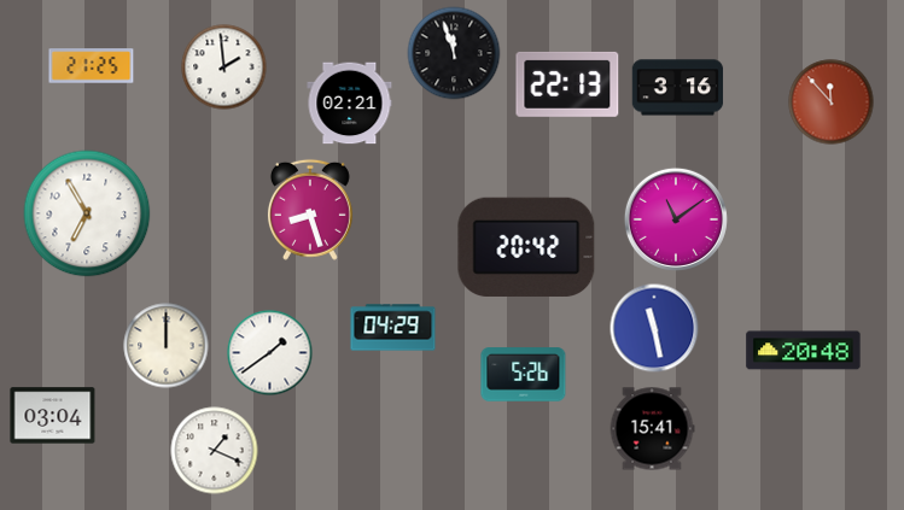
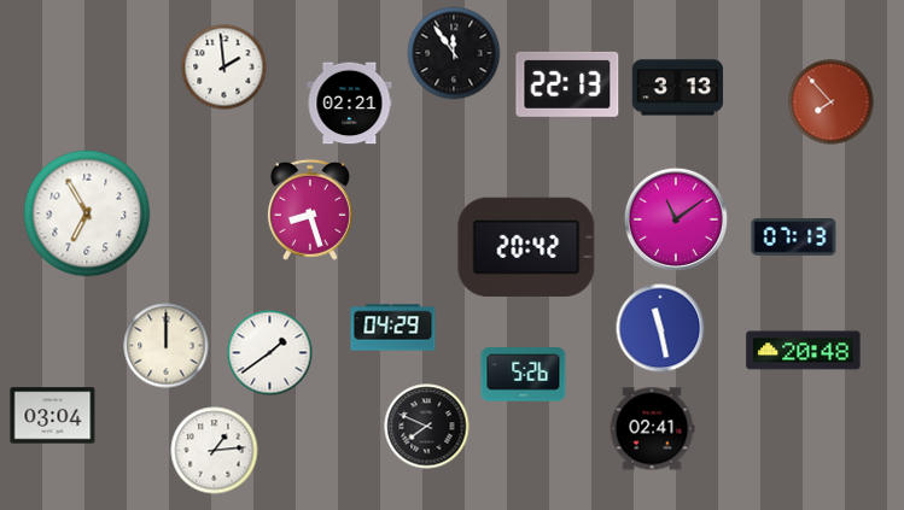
clock at (454, 53): 11:57 -> 11:54
clock at (92, 66): 21:25 -> none
clock at (678, 88): 3:16 -> 3:13
clock at (832, 102): 11:53 -> 7:53
clock at (794, 238): none -> 07:13
clock at (654, 328) position: (654, 328) -> (660, 328)
clock at (427, 427): none -> 7:49
clock at (652, 429): 15:41 -> 02:41
clock at (215, 451): 1:19 -> 1:14
